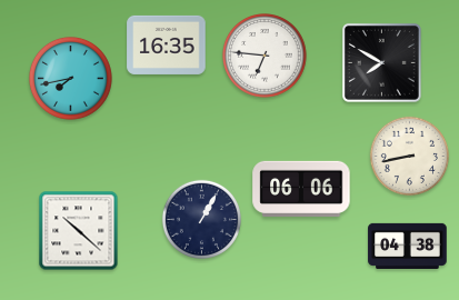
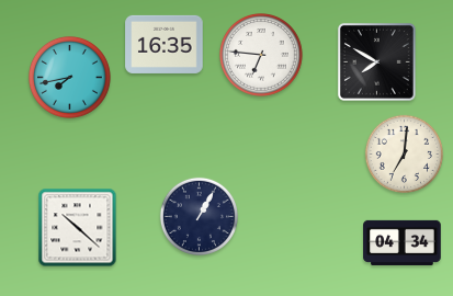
clock at (409, 156): 8:43 -> 7:01
clock at (301, 189): 06:06 -> none
clock at (408, 246): 04:38 -> 04:34
